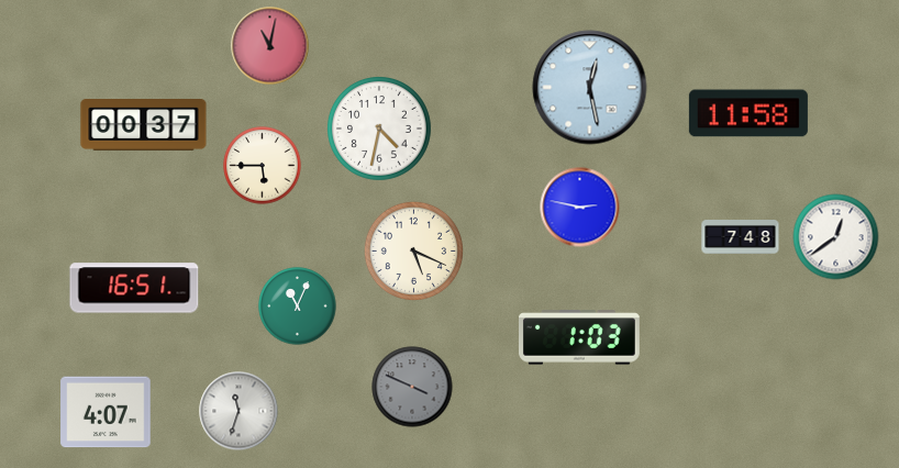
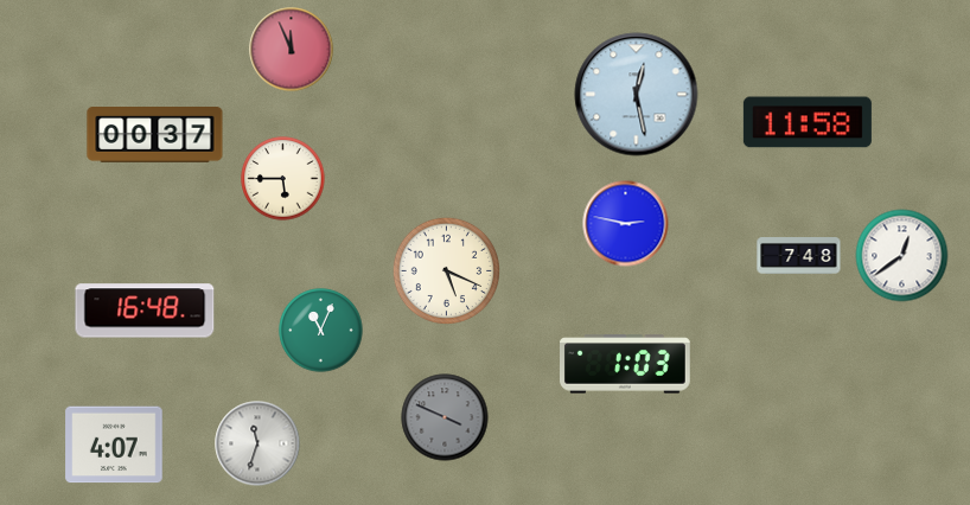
clock at (270, 46): 11:02 -> 11:56
clock at (380, 130): 4:32 -> none
clock at (134, 288): 16:51 -> 16:48
